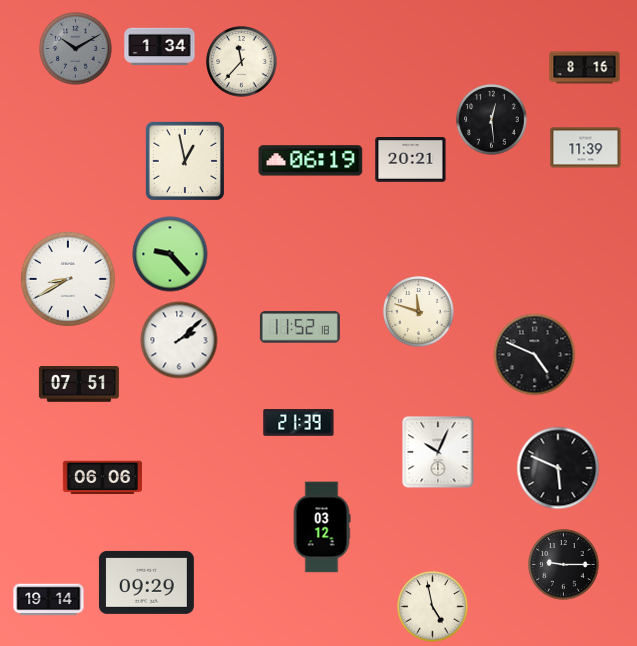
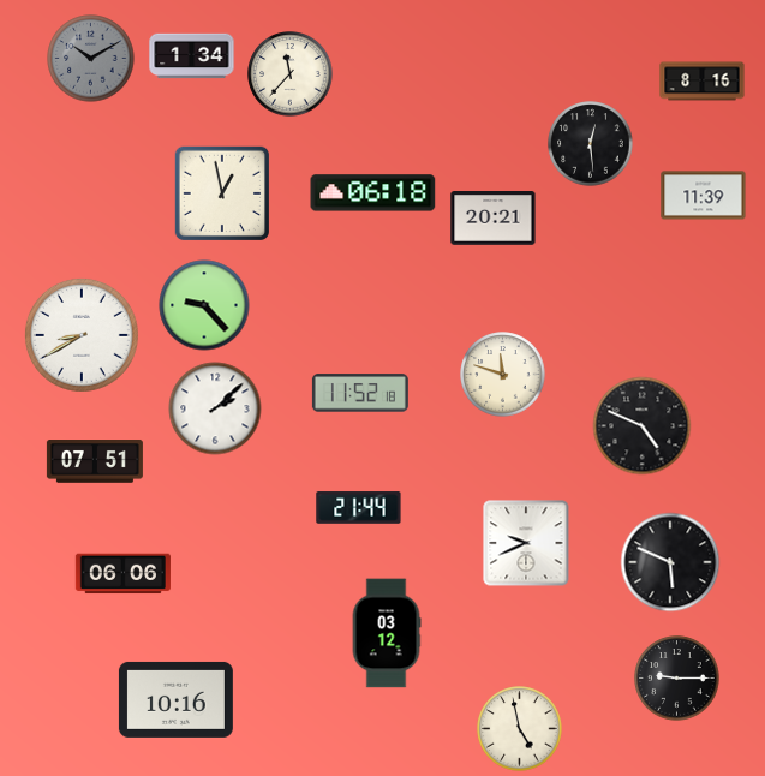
clock at (586, 148) position: (586, 148) -> (704, 196)
clock at (411, 160) position: (411, 160) -> (494, 219)
clock at (311, 161): 06:19 -> 06:18
clock at (299, 423): 21:39 -> 21:44
clock at (438, 452): 10:04 -> 9:41
clock at (146, 582): 09:29 -> 10:16
clock at (49, 600): 19:14 -> none
